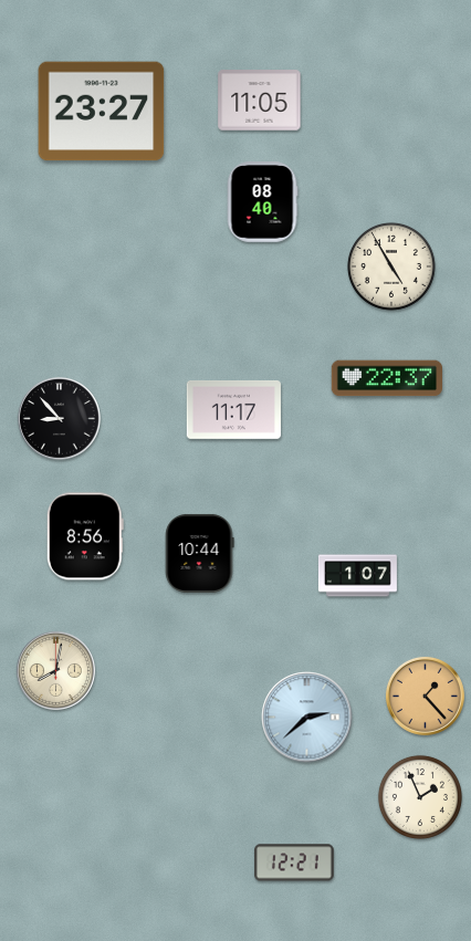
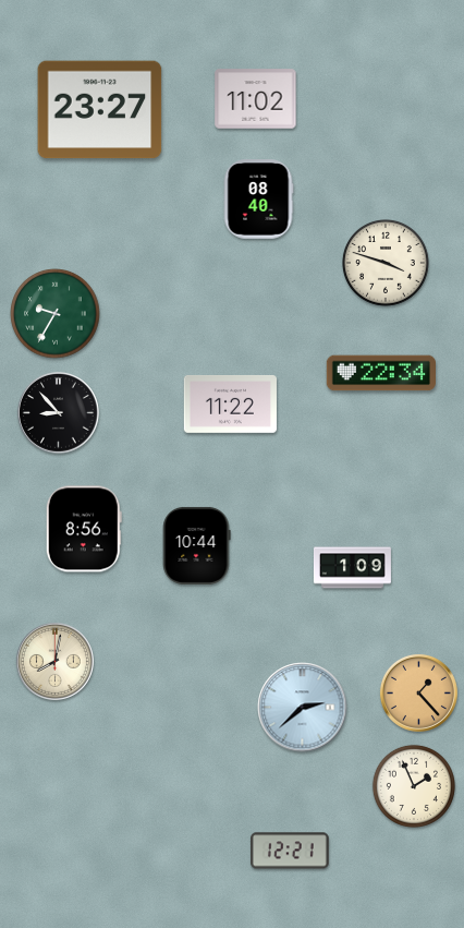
clock at (260, 101): 11:05 -> 11:02
clock at (393, 268): 4:55 -> 3:48
clock at (56, 314): none -> 9:35
clock at (386, 378): 22:37 -> 22:34
clock at (233, 409): 11:17 -> 11:22
clock at (357, 576): 1:07 -> 1:09
clock at (425, 696) position: (425, 696) -> (418, 692)
